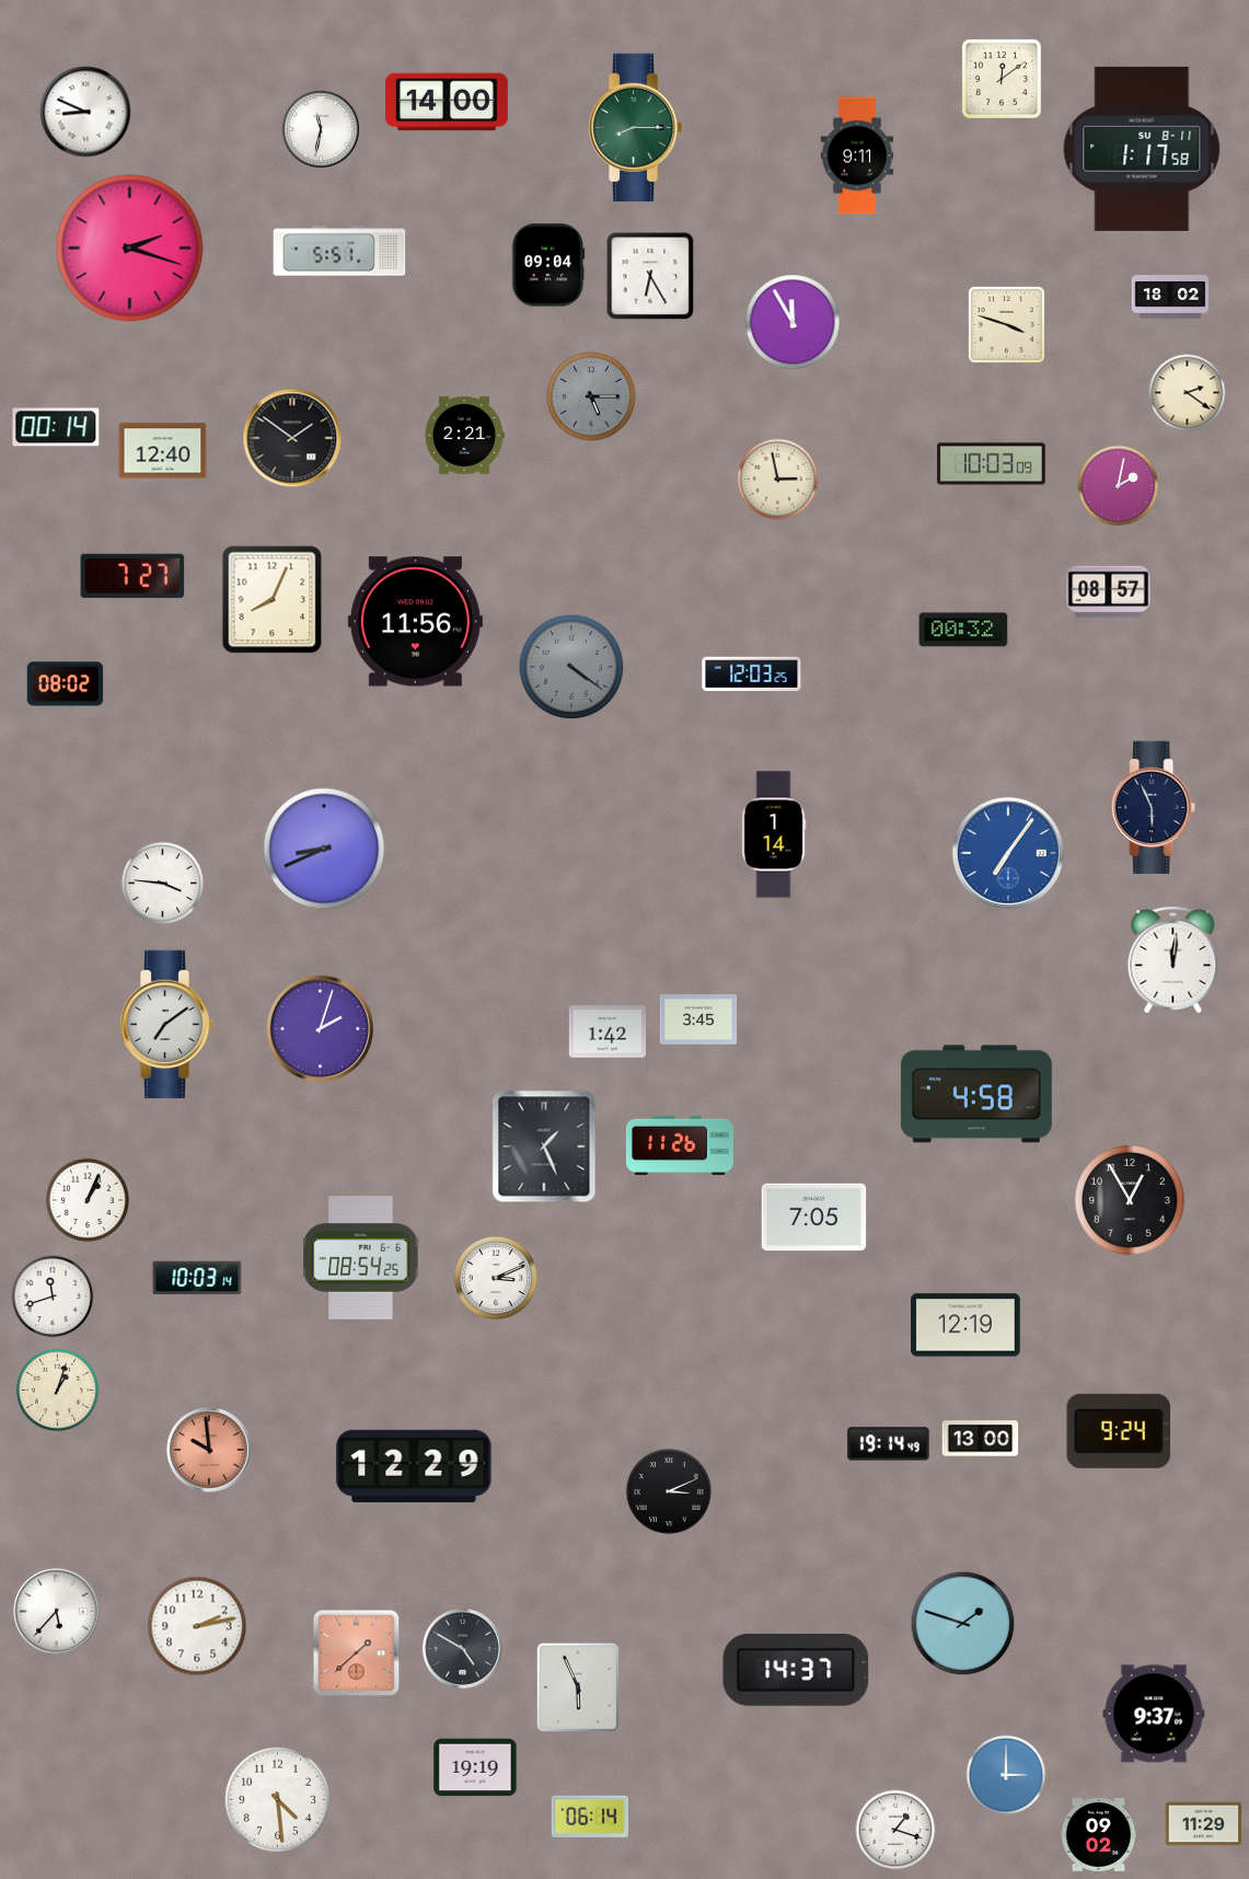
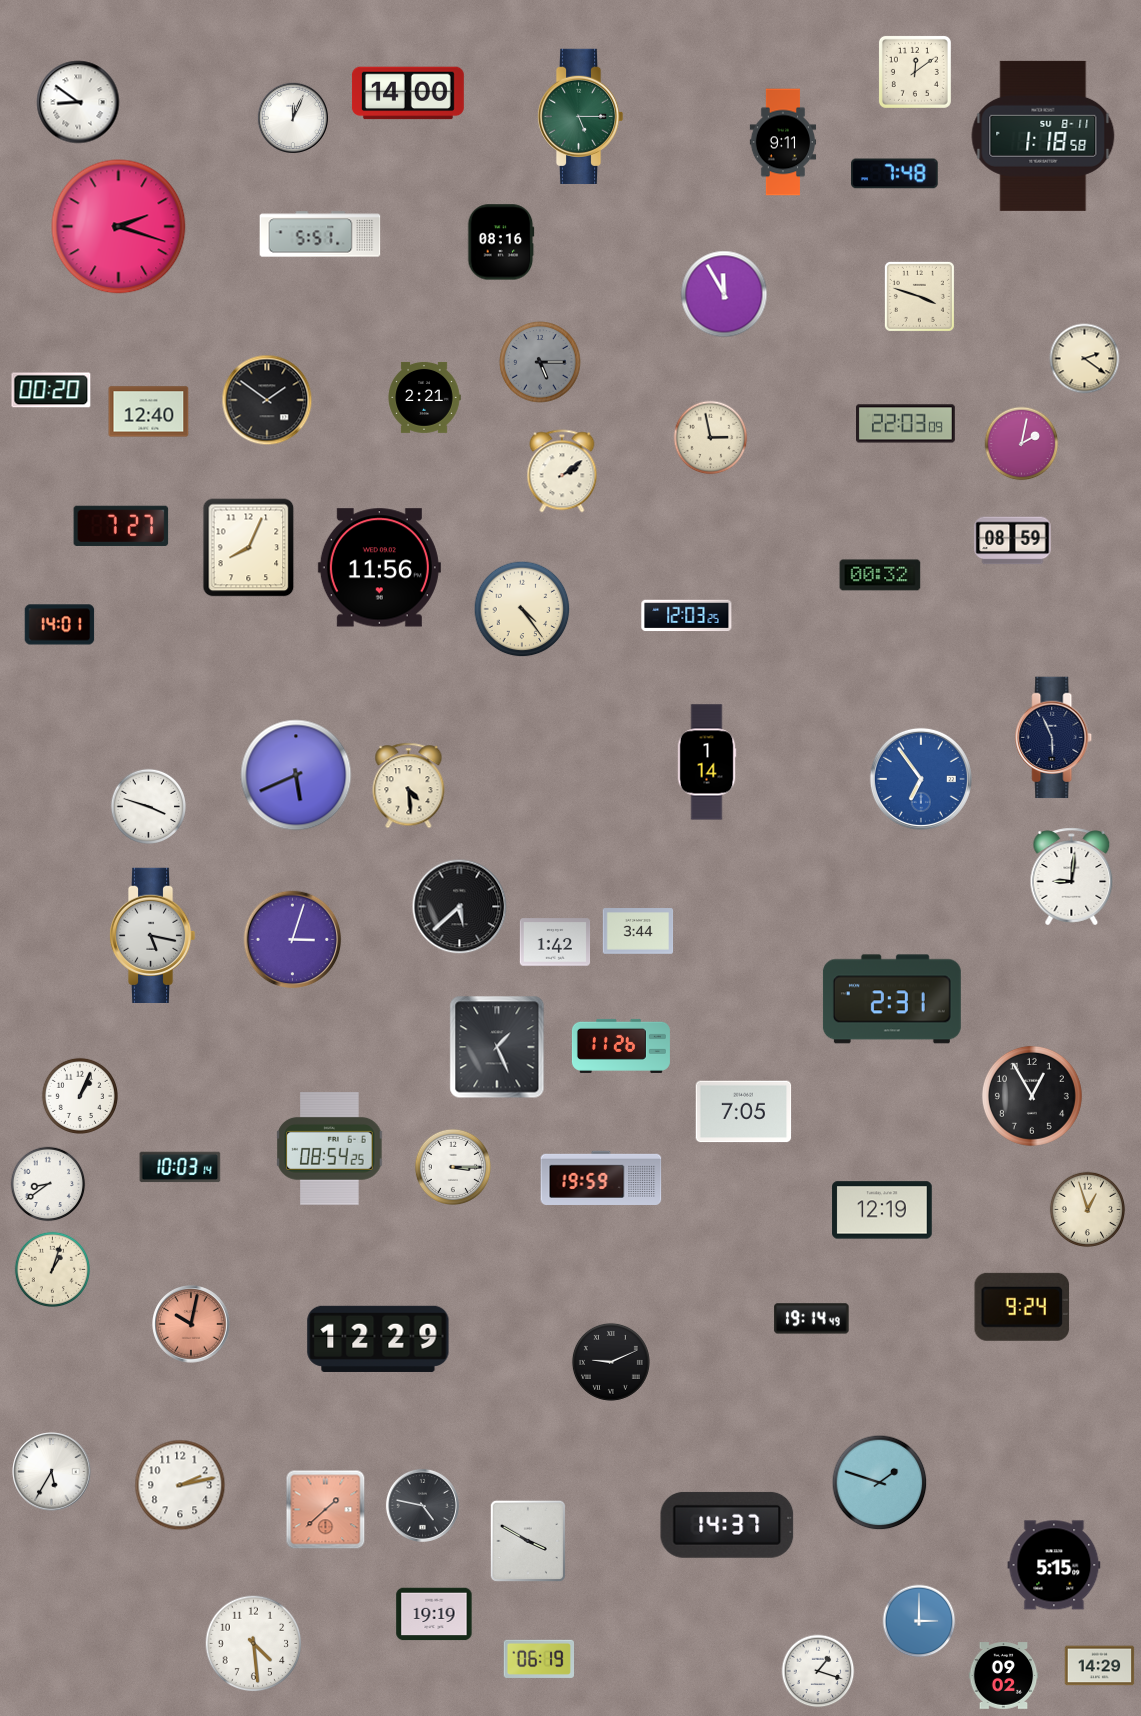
clock at (85, 112): 8:49 -> 8:51
clock at (635, 127): 8:15 -> 5:15
clock at (320, 128): 11:32 -> 12:04
clock at (1142, 149): 1:17 -> 1:18
clock at (895, 174): none -> 7:48
clock at (339, 251) position: (339, 251) -> (320, 234)
clock at (548, 265): 09:04 -> 08:16
clock at (650, 276): 6:25 -> none
clock at (1170, 297): 18:02 -> none
clock at (56, 427): 00:14 -> 00:20
clock at (992, 464): 10:03 -> 22:03
clock at (562, 471): none -> 2:09
clock at (1109, 592): 08:57 -> 08:59
clock at (571, 667): 4:21 -> 4:24
clock at (571, 667) dial: grey -> cream
clock at (66, 684): 08:02 -> 14:01
clock at (324, 849): 8:41 -> 5:41
clock at (1008, 853): 7:06 -> 6:54
clock at (409, 786): none -> 4:29
clock at (163, 884): 3:46 -> 3:48
clock at (1173, 960): 12:01 -> 9:01
clock at (460, 907): none -> 5:38
clock at (698, 1019): 3:45 -> 3:44
clock at (166, 1024): 7:09 -> 5:17
clock at (321, 1029): 2:03 -> 3:03
clock at (976, 1094): 4:58 -> 2:31
clock at (496, 1278): 3:11 -> 3:15
clock at (601, 1178): none -> 19:59
clock at (53, 1296): 11:42 -> 8:39
clock at (1088, 1210): none -> 12:57
clock at (981, 1439): 13:00 -> none
clock at (209, 1450): 9:59 -> 10:02
clock at (669, 1491): 3:11 -> 9:11
clock at (57, 1612): 5:37 -> 5:35
clock at (462, 1648): 4:50 -> 4:47
clock at (578, 1687): 5:56 -> 3:50
clock at (1154, 1714): 9:37 -> 5:15
clock at (589, 1817): 06:14 -> 06:19
clock at (1204, 1824): 11:29 -> 14:29
